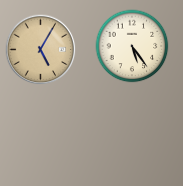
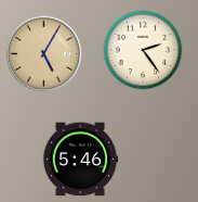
clock at (132, 46): 5:24 -> 2:24
clock at (80, 160): none -> 5:46
